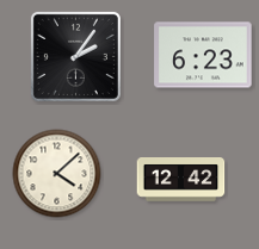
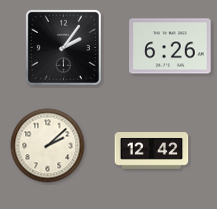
clock at (203, 55): 6:23 -> 6:26
clock at (57, 174): 4:08 -> 2:08
